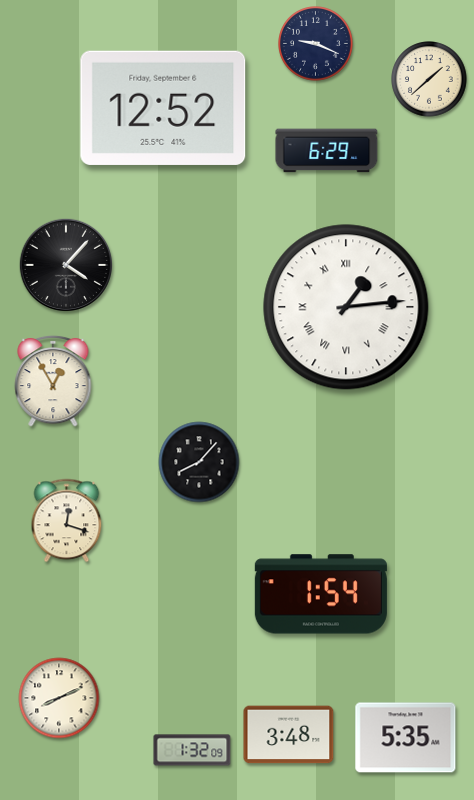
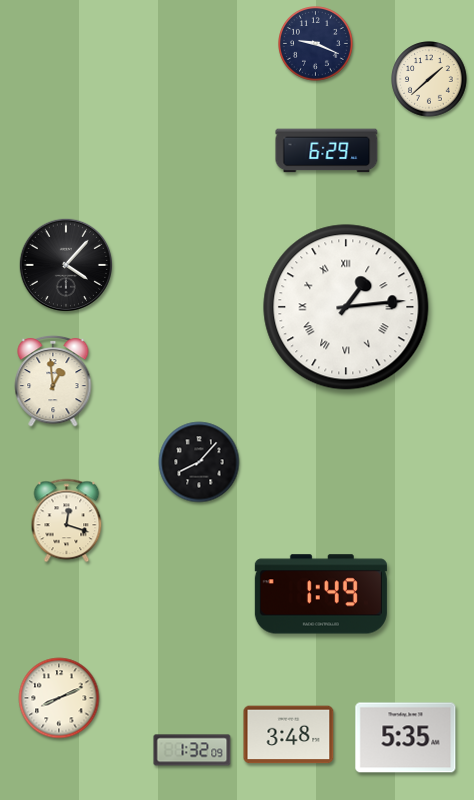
clock at (163, 108): 12:52 -> none
clock at (53, 381): 12:55 -> 12:59
clock at (321, 594): 1:54 -> 1:49
